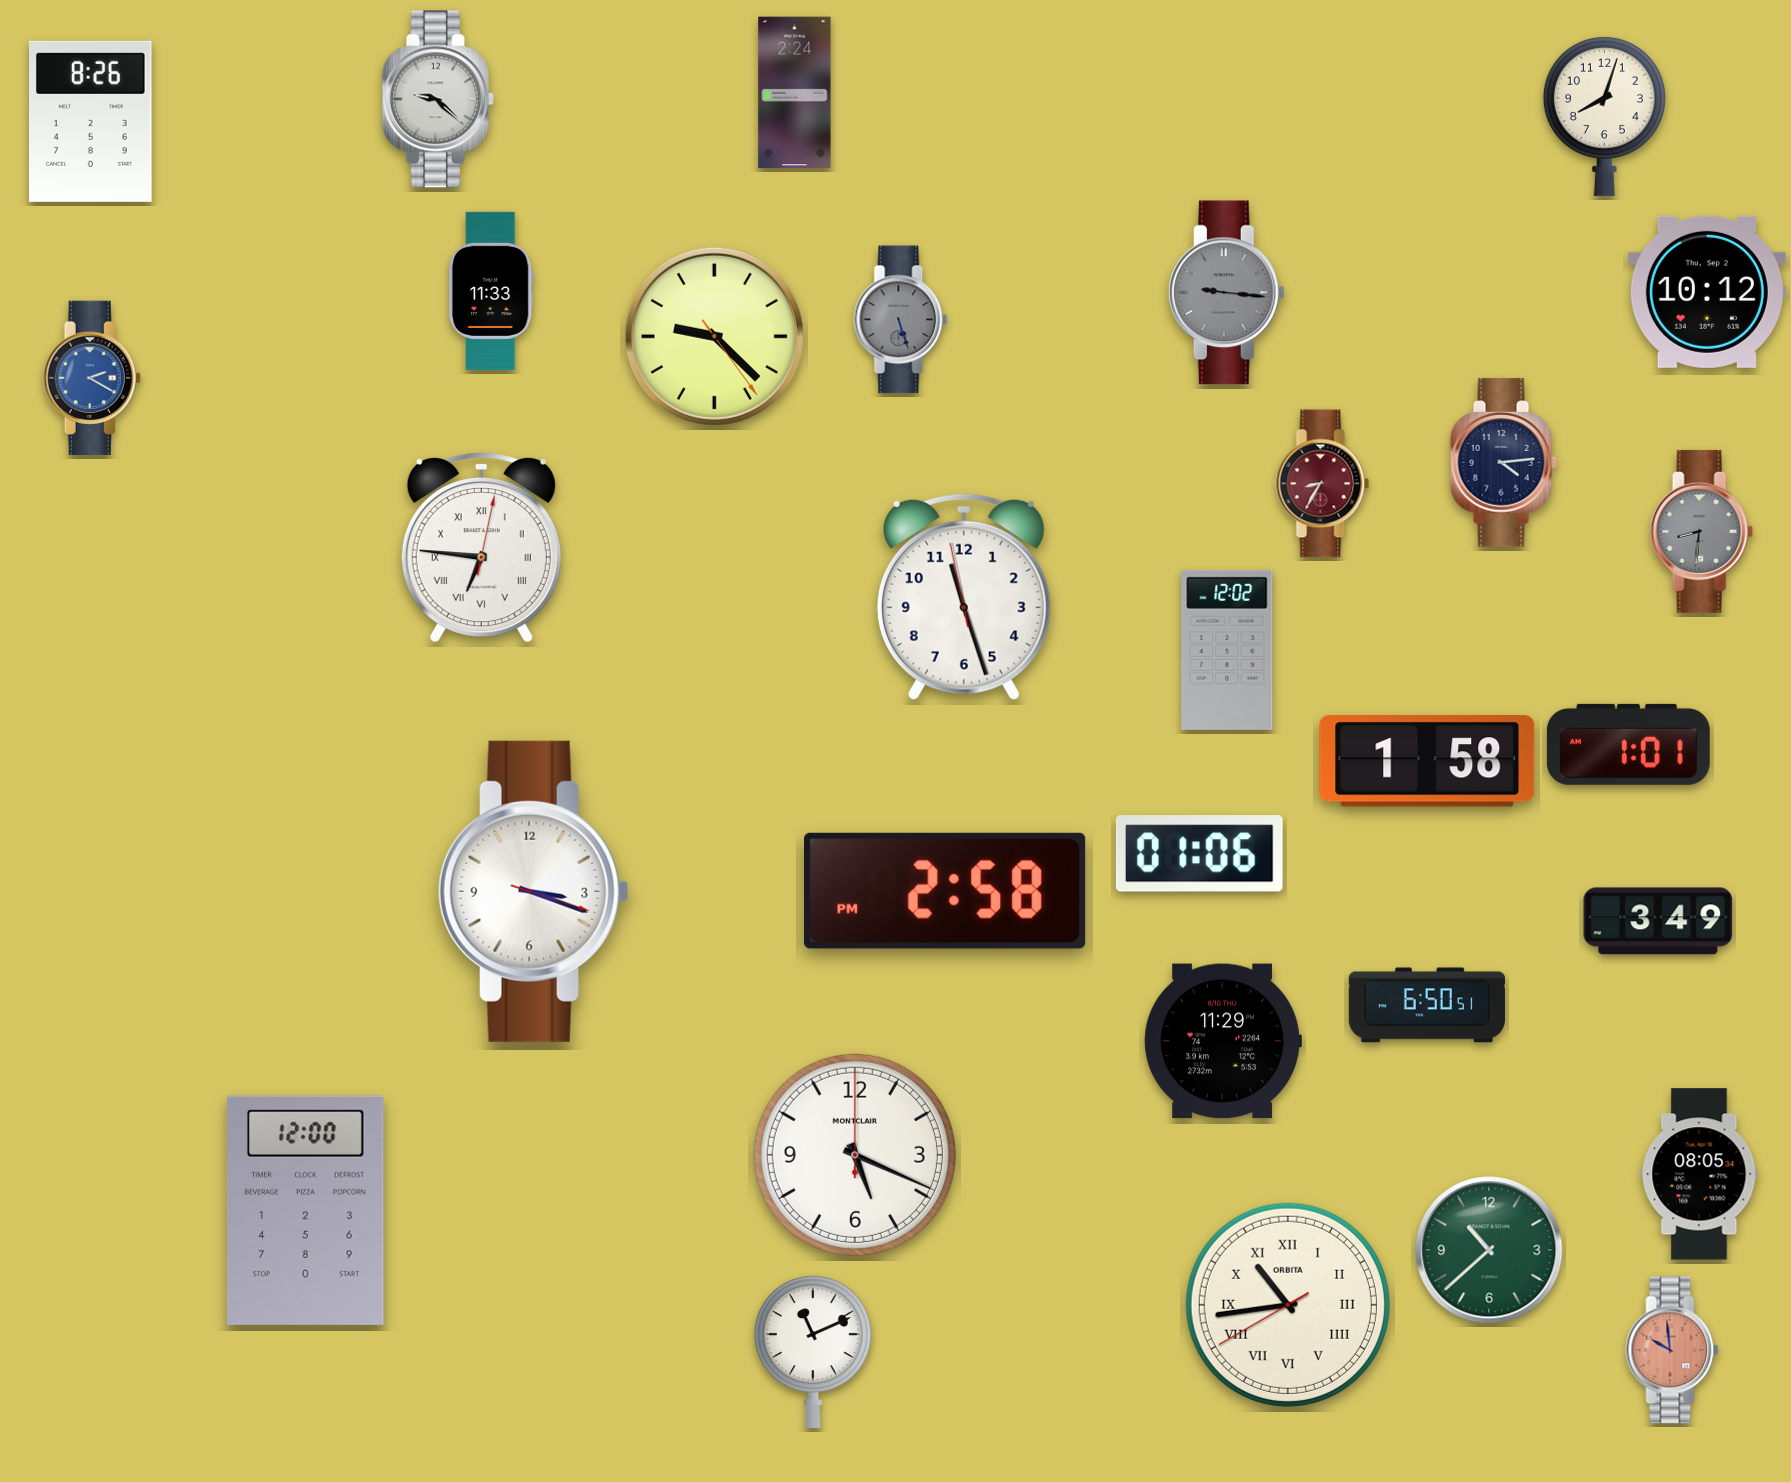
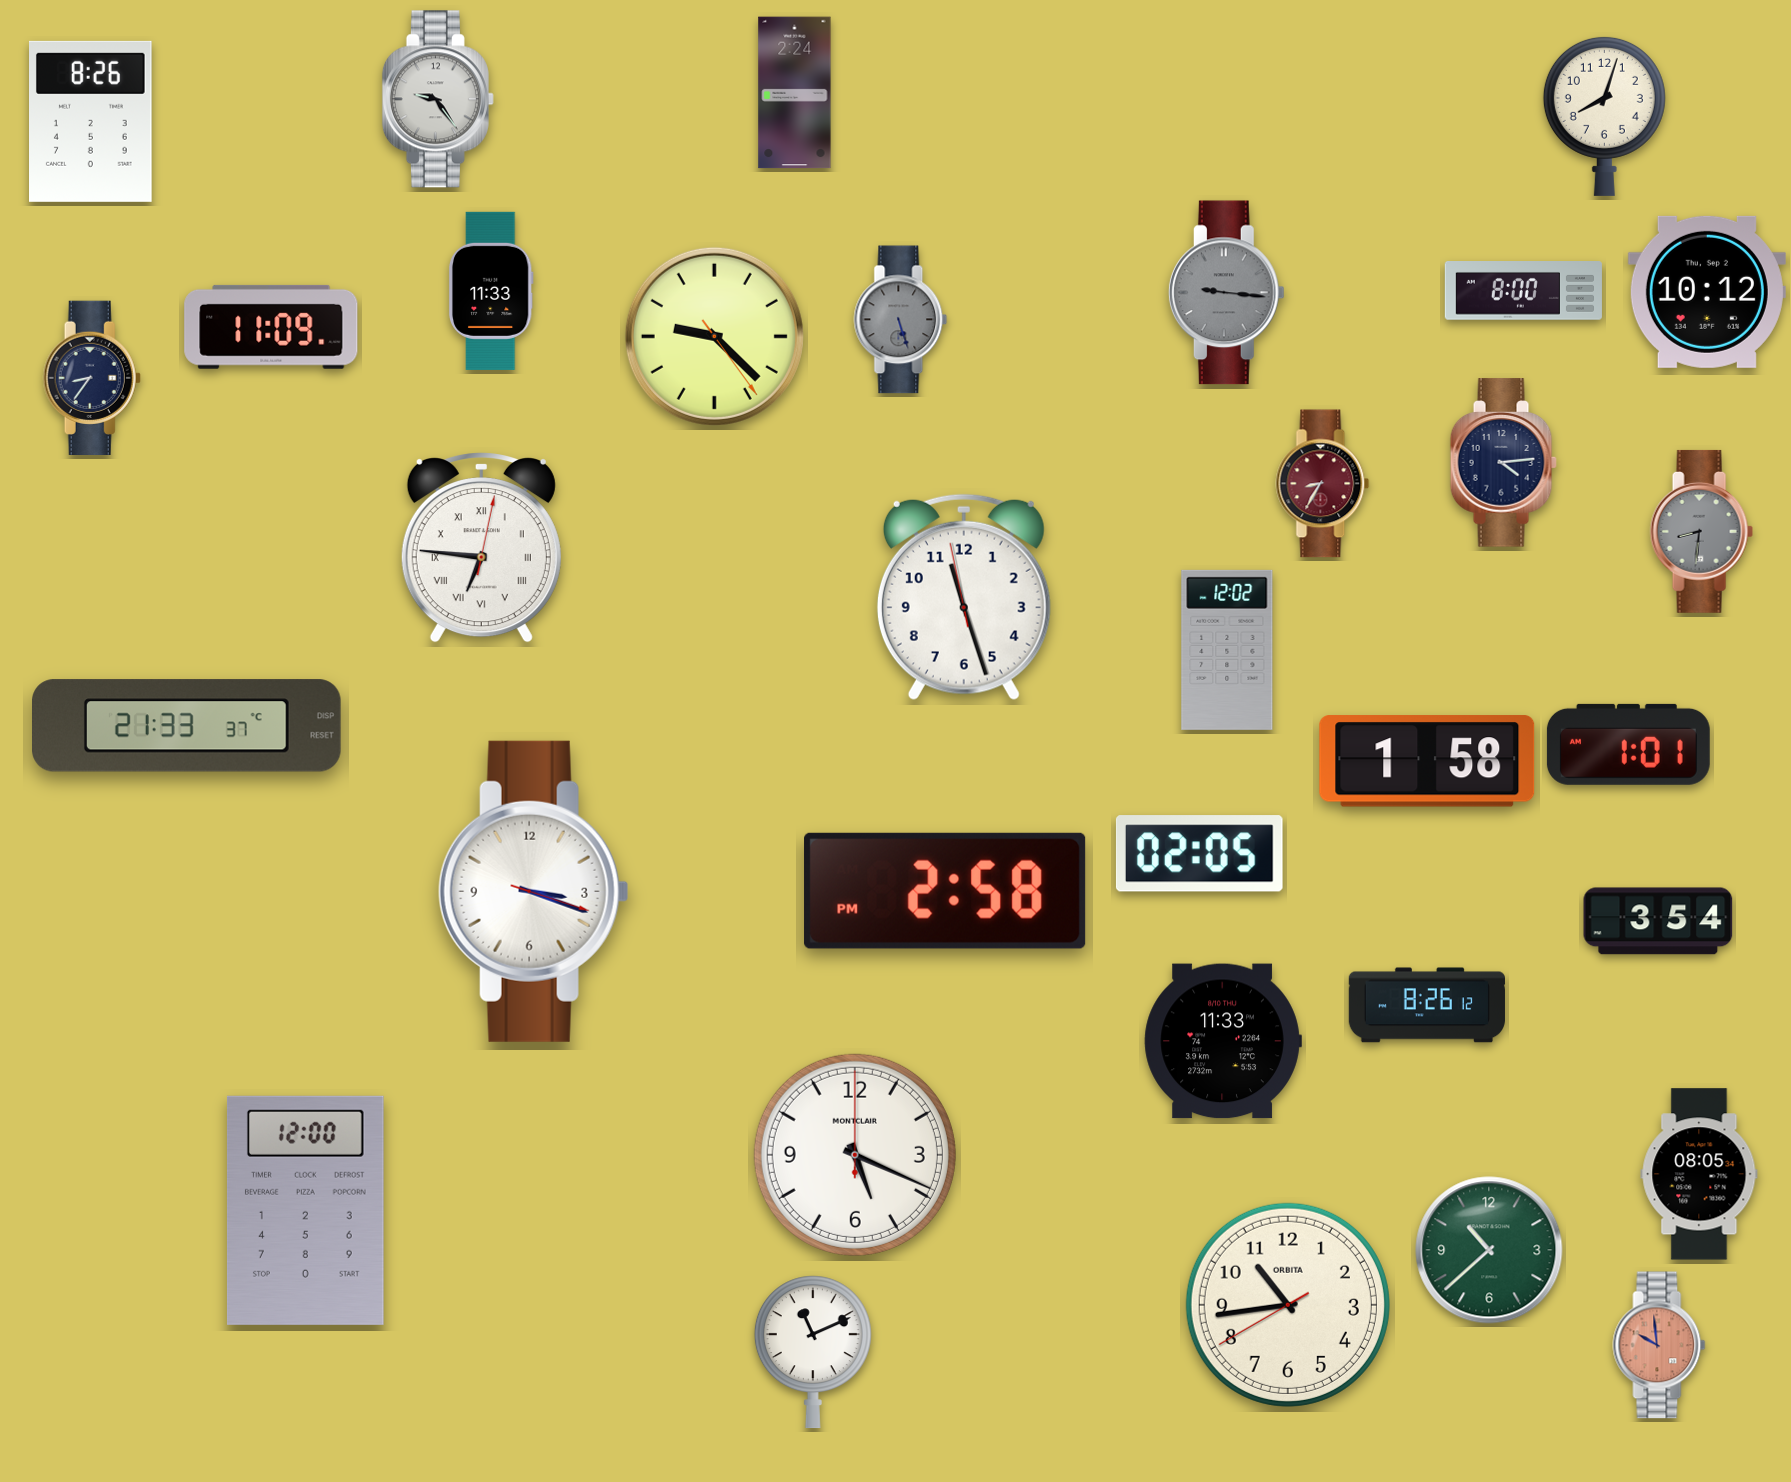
clock at (438, 99): 9:22 -> 9:24
clock at (1523, 291): none -> 8:00
clock at (271, 327): none -> 11:09
clock at (92, 377): 2:20 -> 8:36
clock at (92, 377) dial: blue -> navy
clock at (187, 726): none -> 21:33
clock at (1199, 854): 01:06 -> 02:05
clock at (1658, 921): 3:49 -> 3:54
clock at (1427, 1005): 6:50 -> 8:26
clock at (1223, 1041): 11:29 -> 11:33
clock at (1288, 1305) numerals: Roman -> Arabic
clock at (1672, 1350) position: (1672, 1350) -> (1659, 1345)
